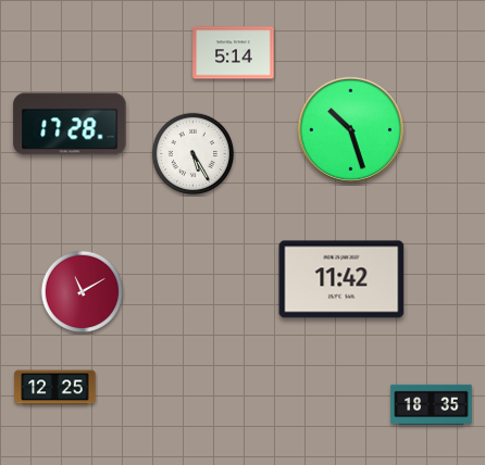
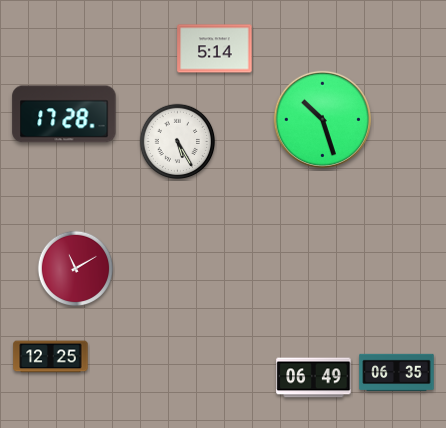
clock at (341, 279): 11:42 -> none
clock at (432, 405): 18:35 -> 06:35
clock at (314, 378): none -> 06:49
